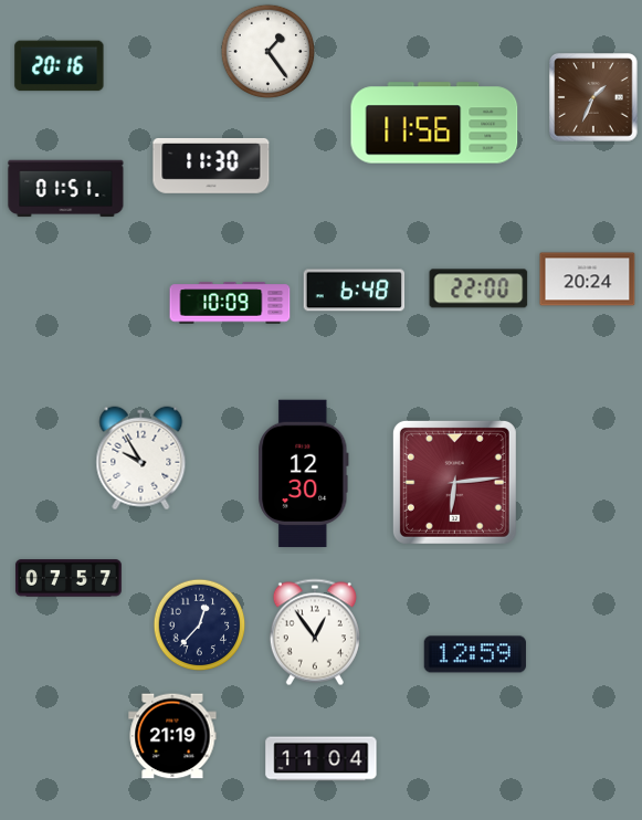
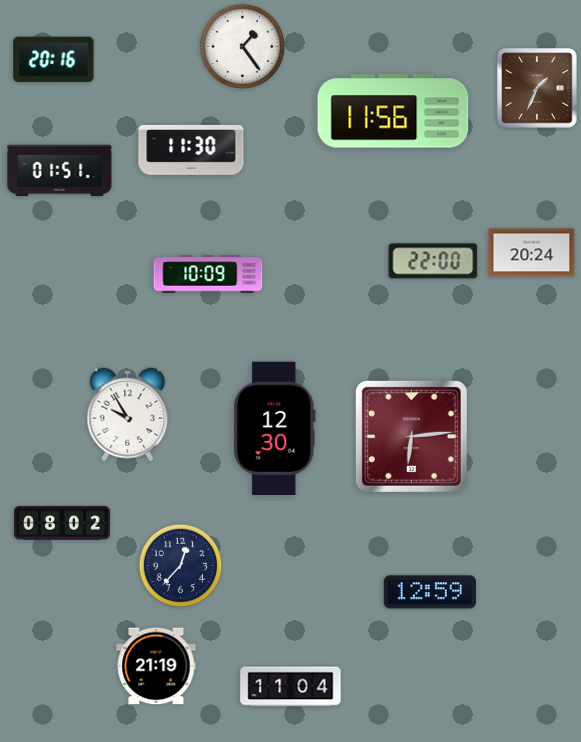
clock at (355, 291): 6:48 -> none
clock at (69, 578): 07:57 -> 08:02
clock at (315, 632): 12:54 -> none
